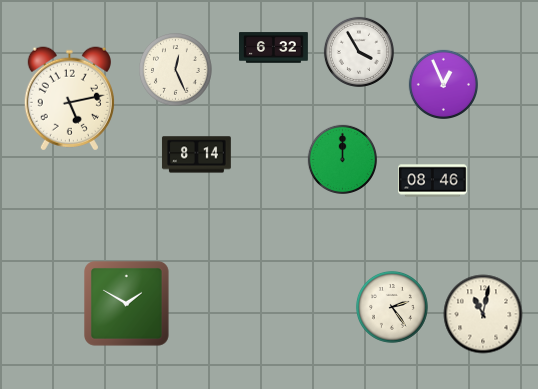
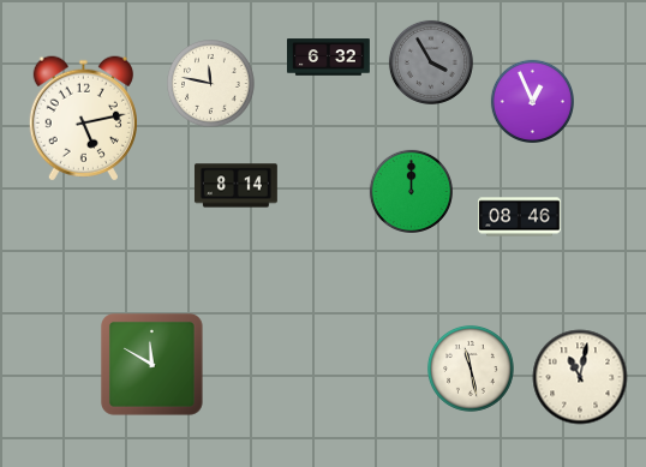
clock at (359, 52) dial: white -> grey
clock at (176, 70): 12:26 -> 11:47
clock at (127, 304): 1:50 -> 11:50
clock at (392, 307): 2:24 -> 11:28
